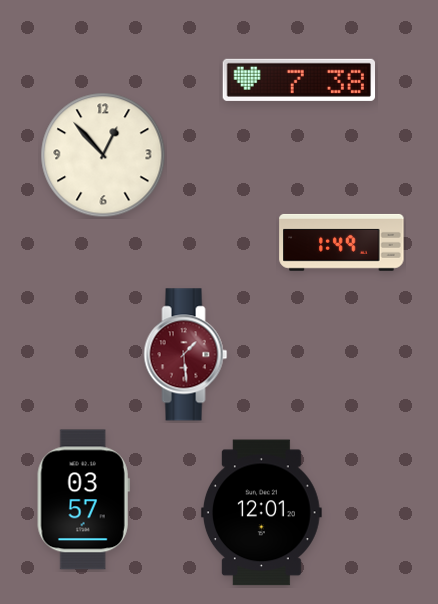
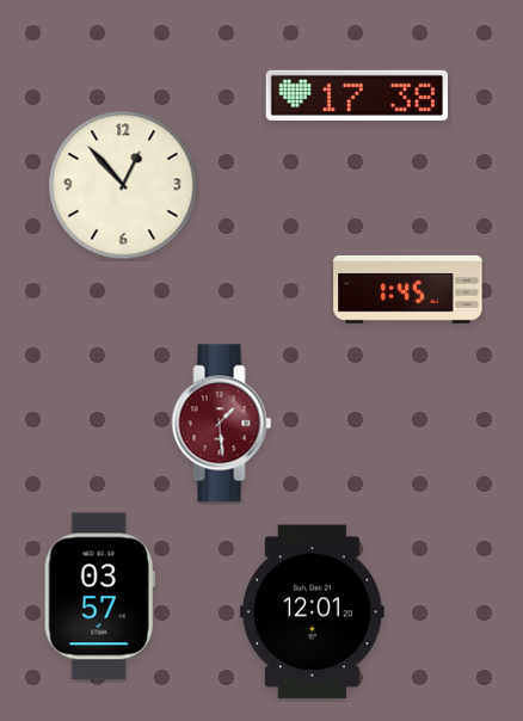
clock at (298, 80): 7:38 -> 17:38
clock at (342, 242): 1:49 -> 1:45
